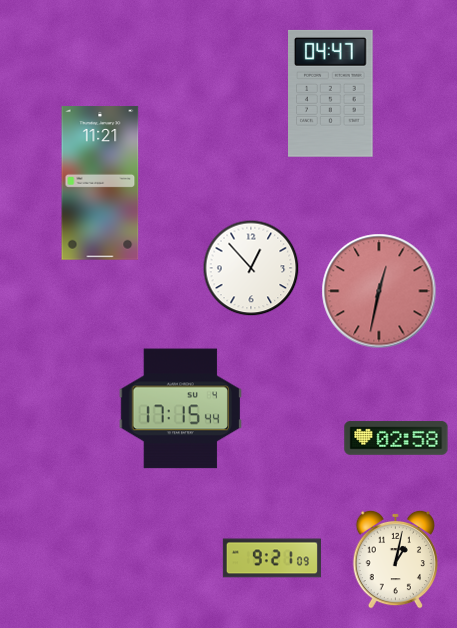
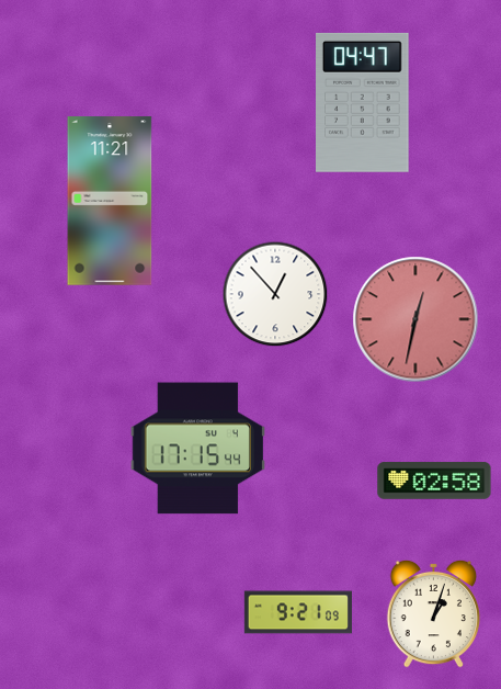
clock at (395, 559): 1:02 -> 1:03
